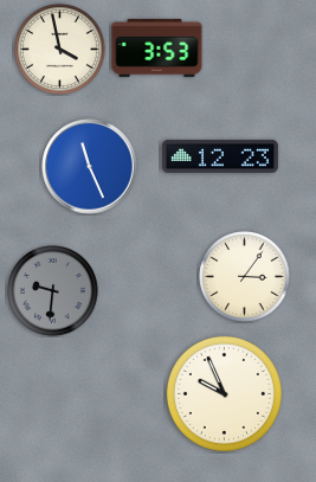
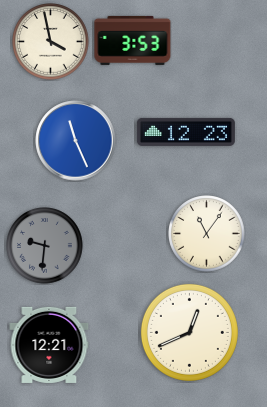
clock at (245, 277): 3:06 -> 11:06
clock at (224, 393): 9:56 -> 12:41
clock at (49, 345): none -> 12:21
